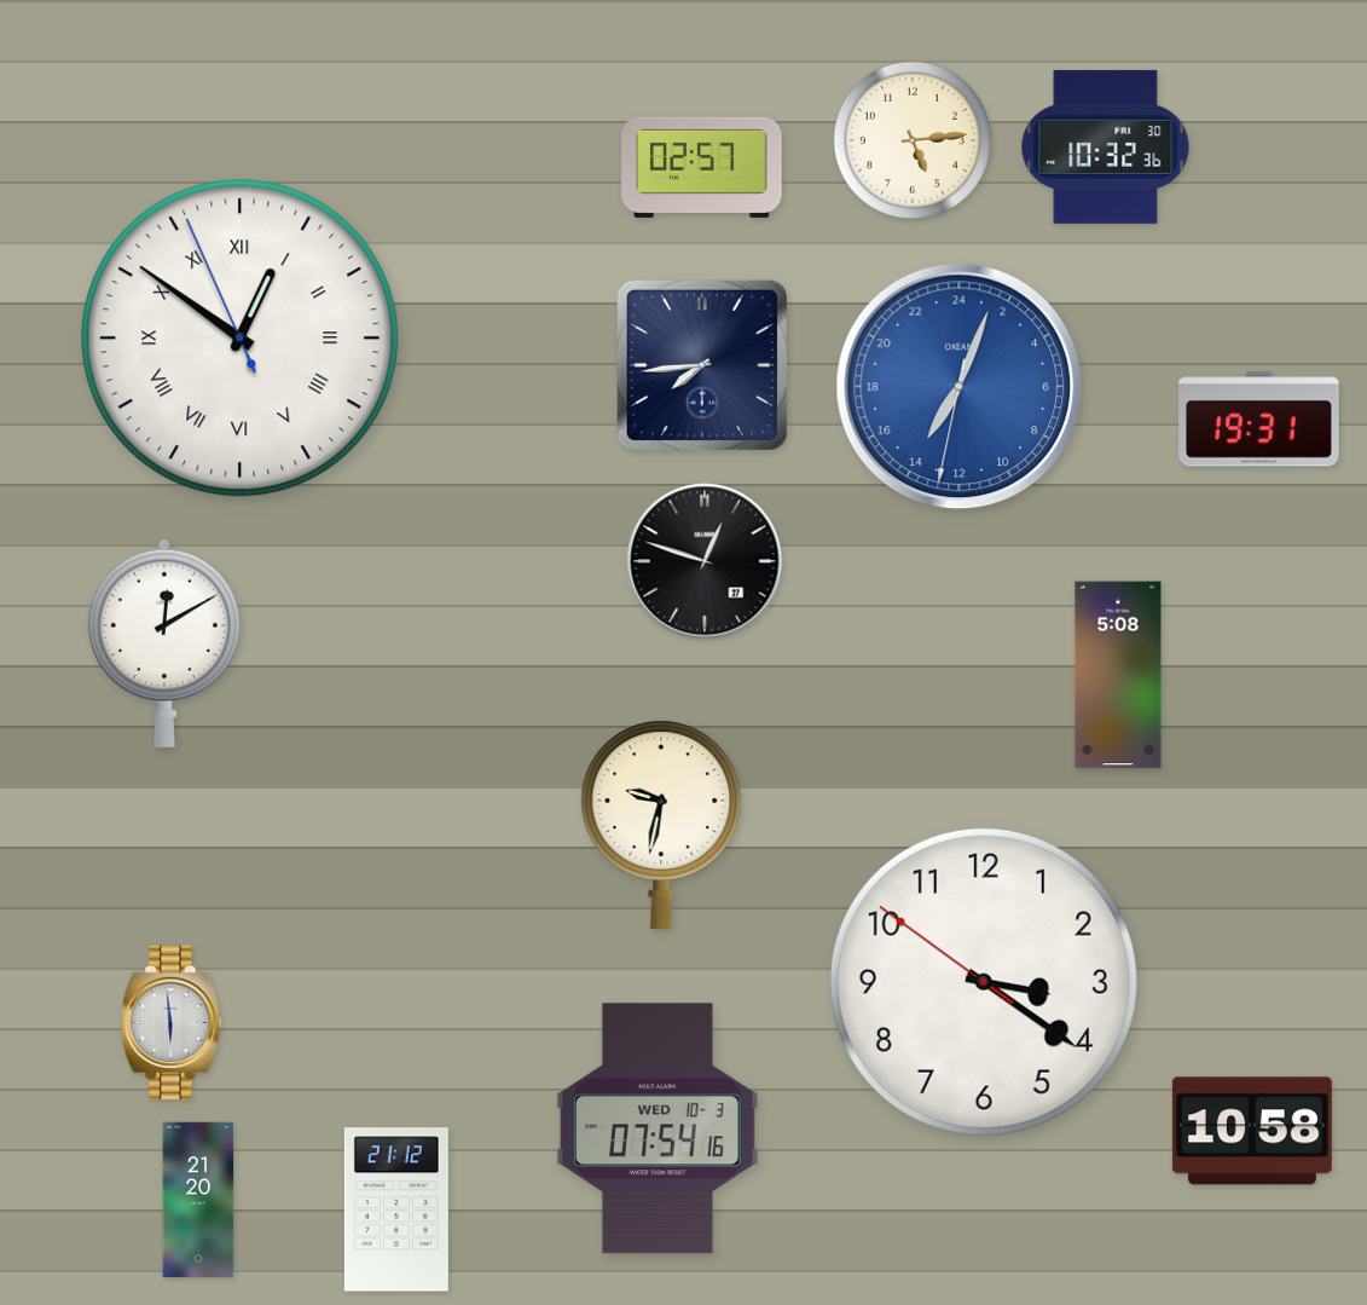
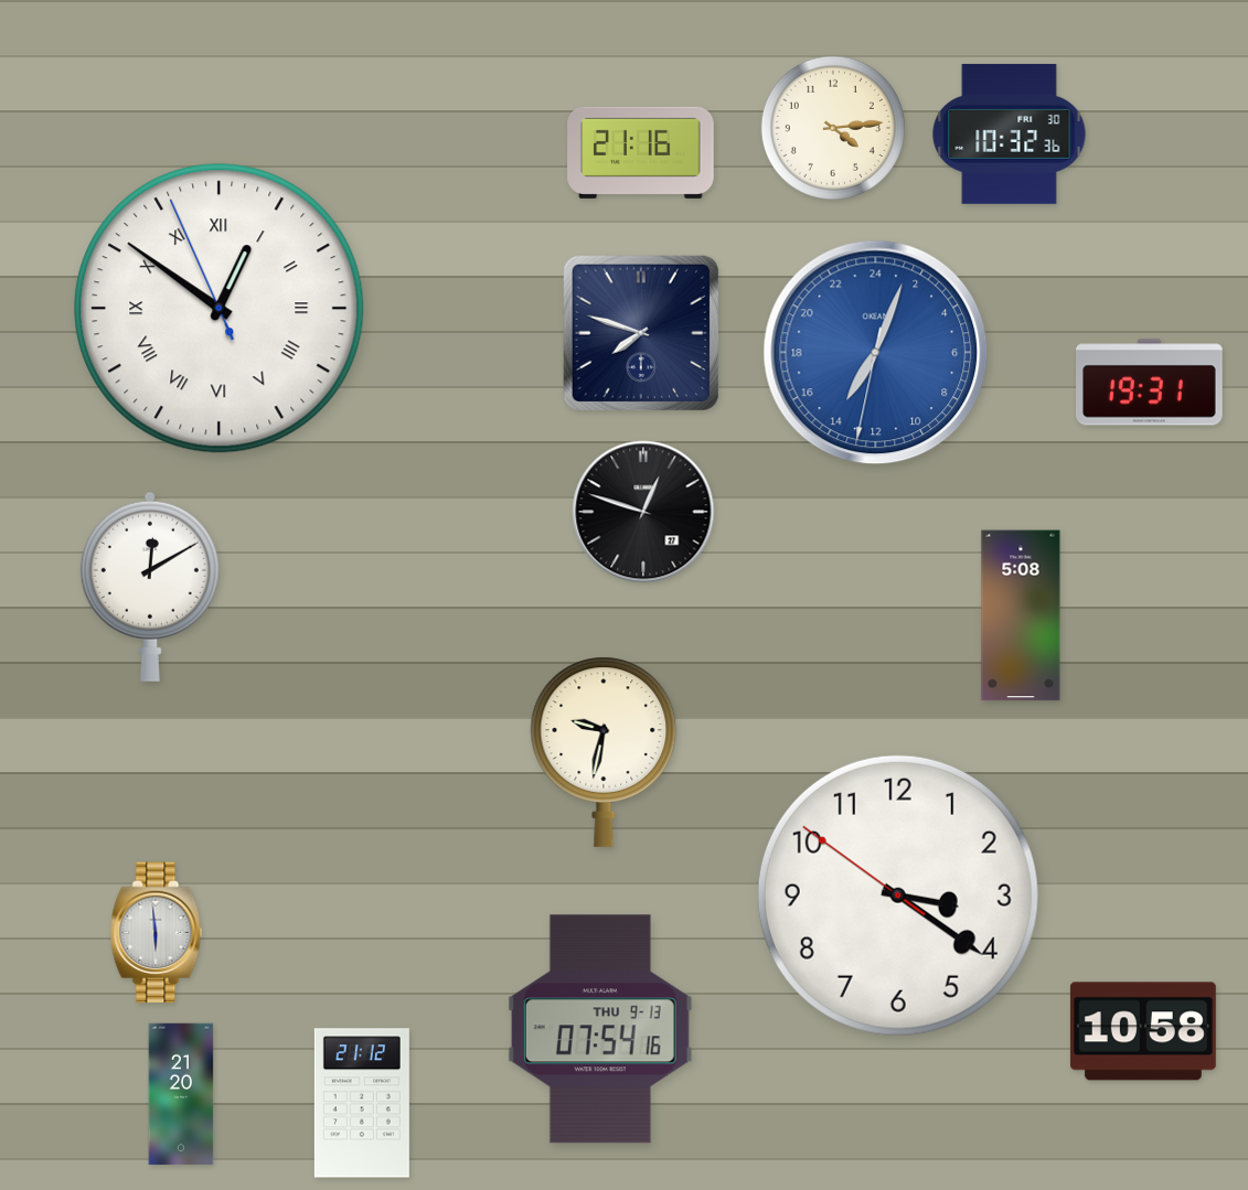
clock at (913, 140): 5:14 -> 4:14
clock at (702, 167): 02:57 -> 21:16
clock at (702, 365): 7:44 -> 7:48
clock at (658, 1128) date: WED 10-3 -> THU 9-13
